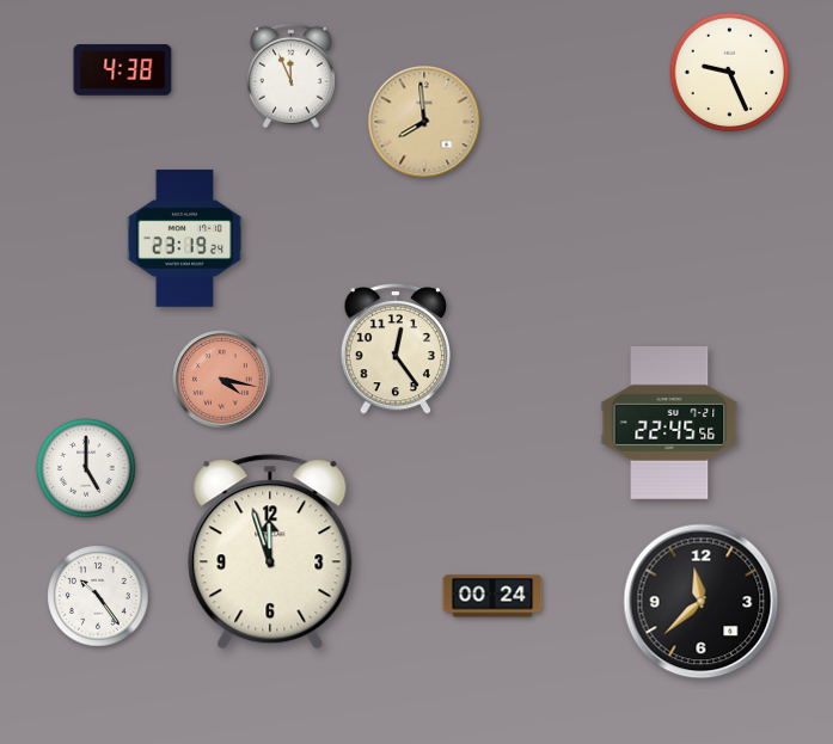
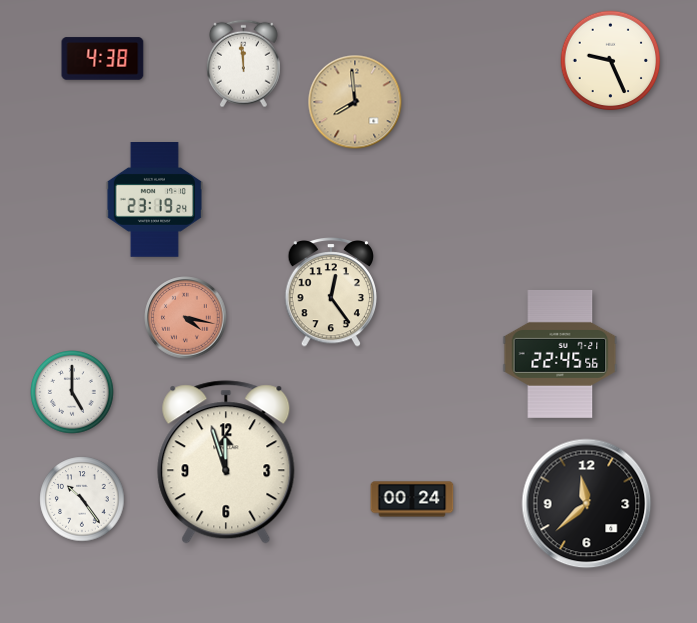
clock at (290, 76): 11:56 -> 11:59
